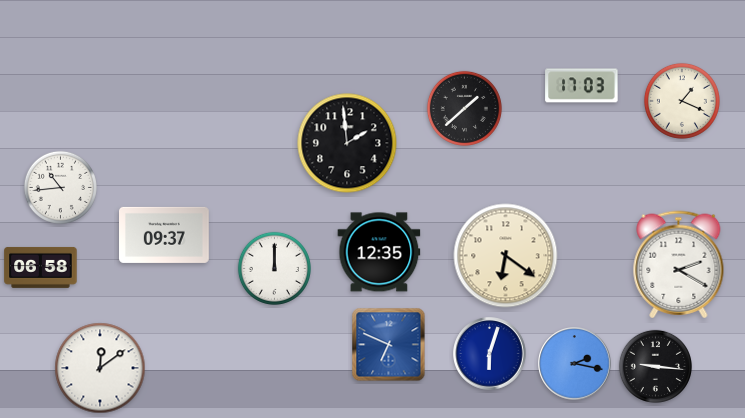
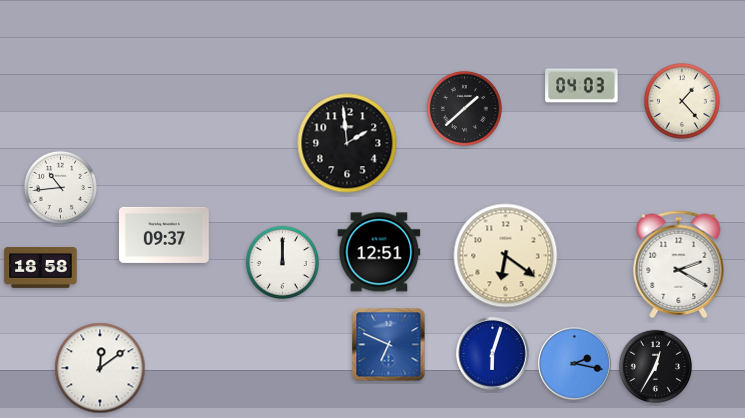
clock at (582, 86): 17:03 -> 04:03
clock at (682, 101): 1:19 -> 1:23
clock at (379, 252): 12:35 -> 12:51
clock at (41, 267): 06:58 -> 18:58
clock at (274, 268) position: (274, 268) -> (282, 262)
clock at (490, 354) position: (490, 354) -> (493, 354)
clock at (655, 366): 9:16 -> 12:35
